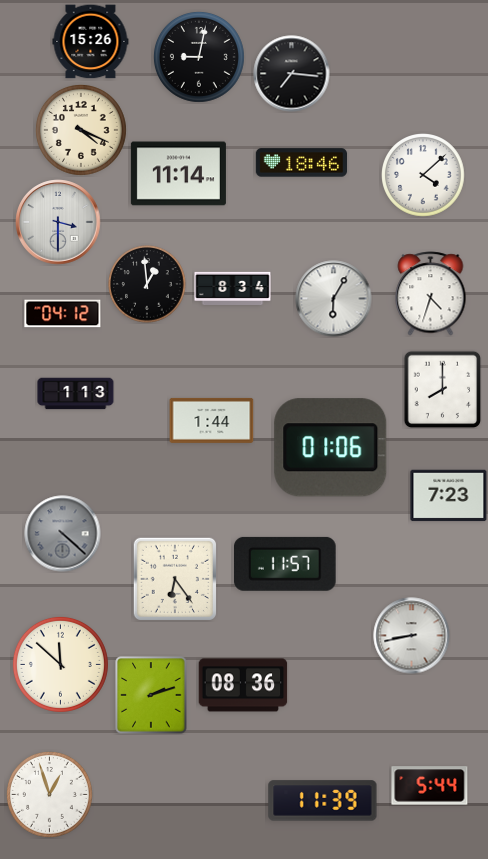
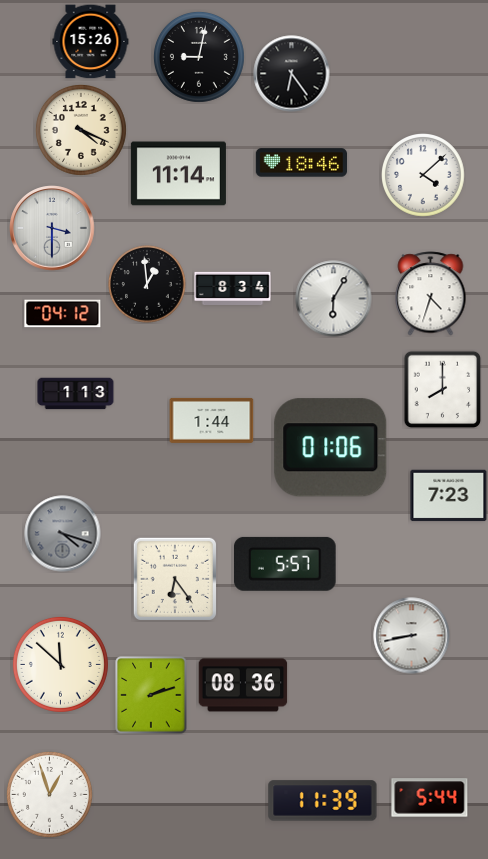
clock at (292, 74): 7:16 -> 6:24
clock at (58, 222) position: (58, 222) -> (52, 228)
clock at (63, 534): 4:22 -> 4:18
clock at (286, 564): 11:57 -> 5:57
clock at (430, 786) position: (430, 786) -> (430, 798)
